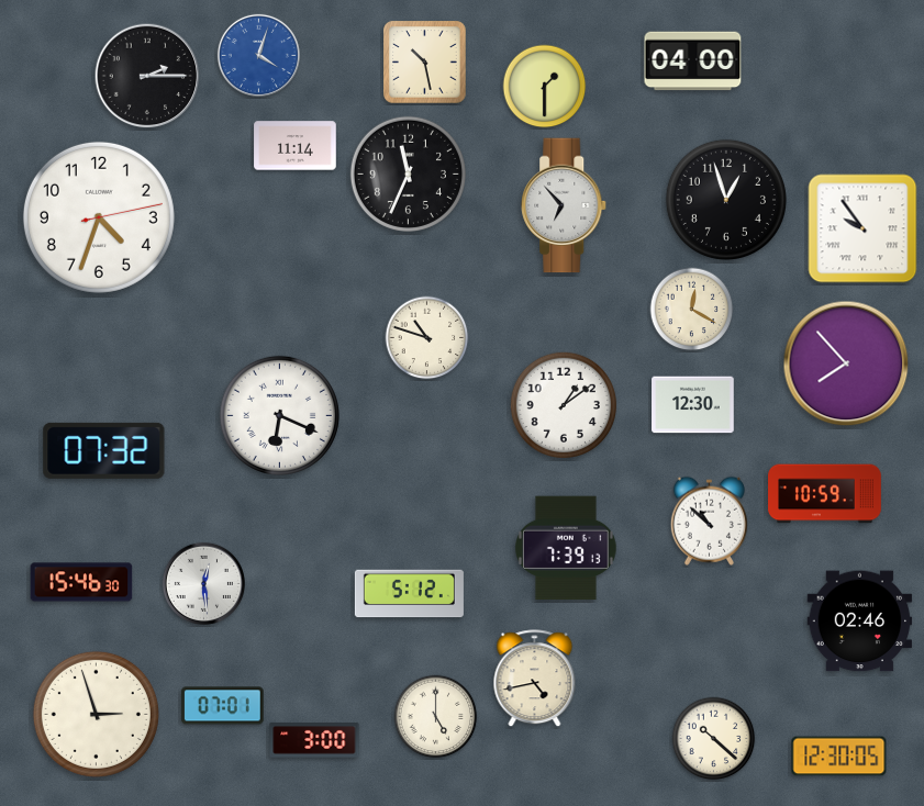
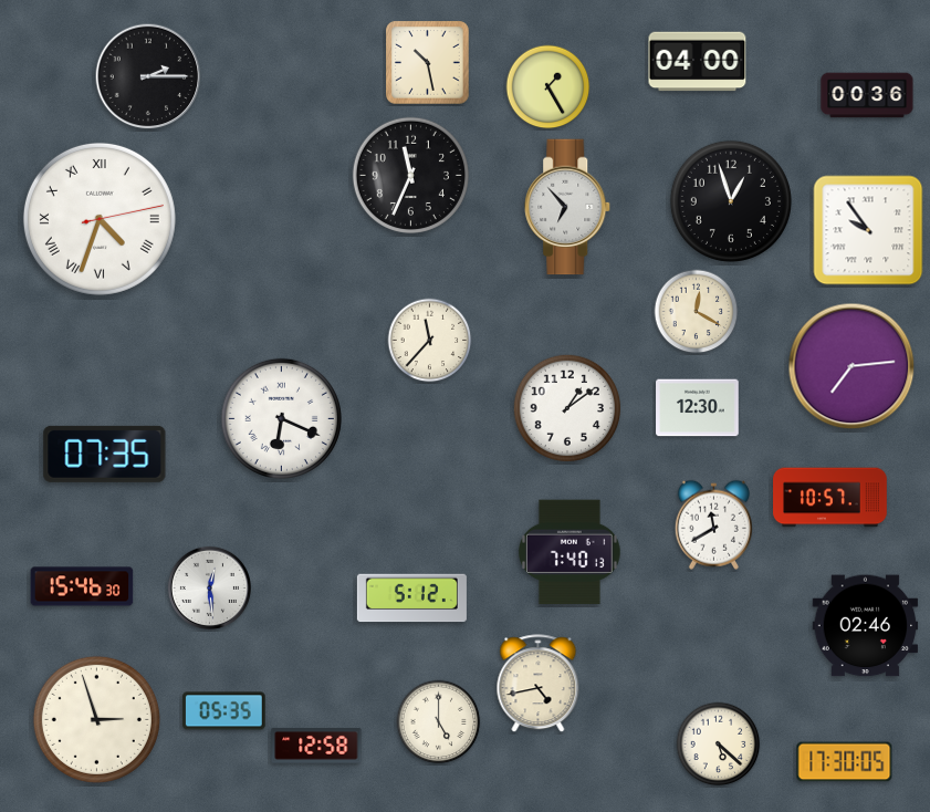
clock at (258, 55): 4:03 -> none
clock at (545, 87): 1:30 -> 1:25
clock at (867, 95): none -> 00:36
clock at (296, 146): 11:14 -> none
clock at (99, 217) numerals: Arabic -> Roman
clock at (427, 338): 10:48 -> 11:37
clock at (846, 363): 7:53 -> 7:14
clock at (104, 450): 07:32 -> 07:35
clock at (825, 494): 10:59 -> 10:57
clock at (709, 520): 10:52 -> 11:40
clock at (567, 548): 7:39 -> 7:40
clock at (203, 583) position: (203, 583) -> (209, 587)
clock at (223, 706): 07:01 -> 05:35
clock at (714, 739): 10:22 -> 5:22
clock at (314, 740): 3:00 -> 12:58
clock at (839, 757): 12:30 -> 17:30
